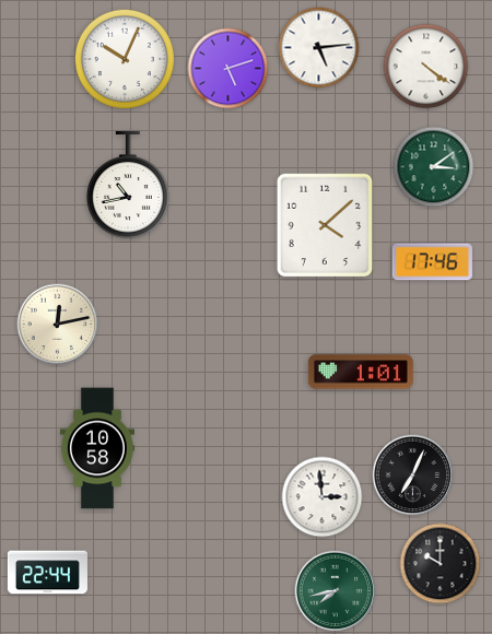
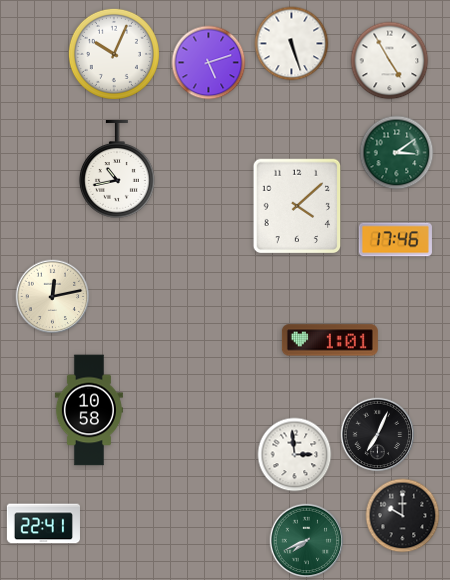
clock at (319, 48): 5:14 -> 5:27
clock at (426, 67): 4:21 -> 4:55
clock at (47, 573): 22:44 -> 22:41
clock at (336, 591): 7:43 -> 7:41
